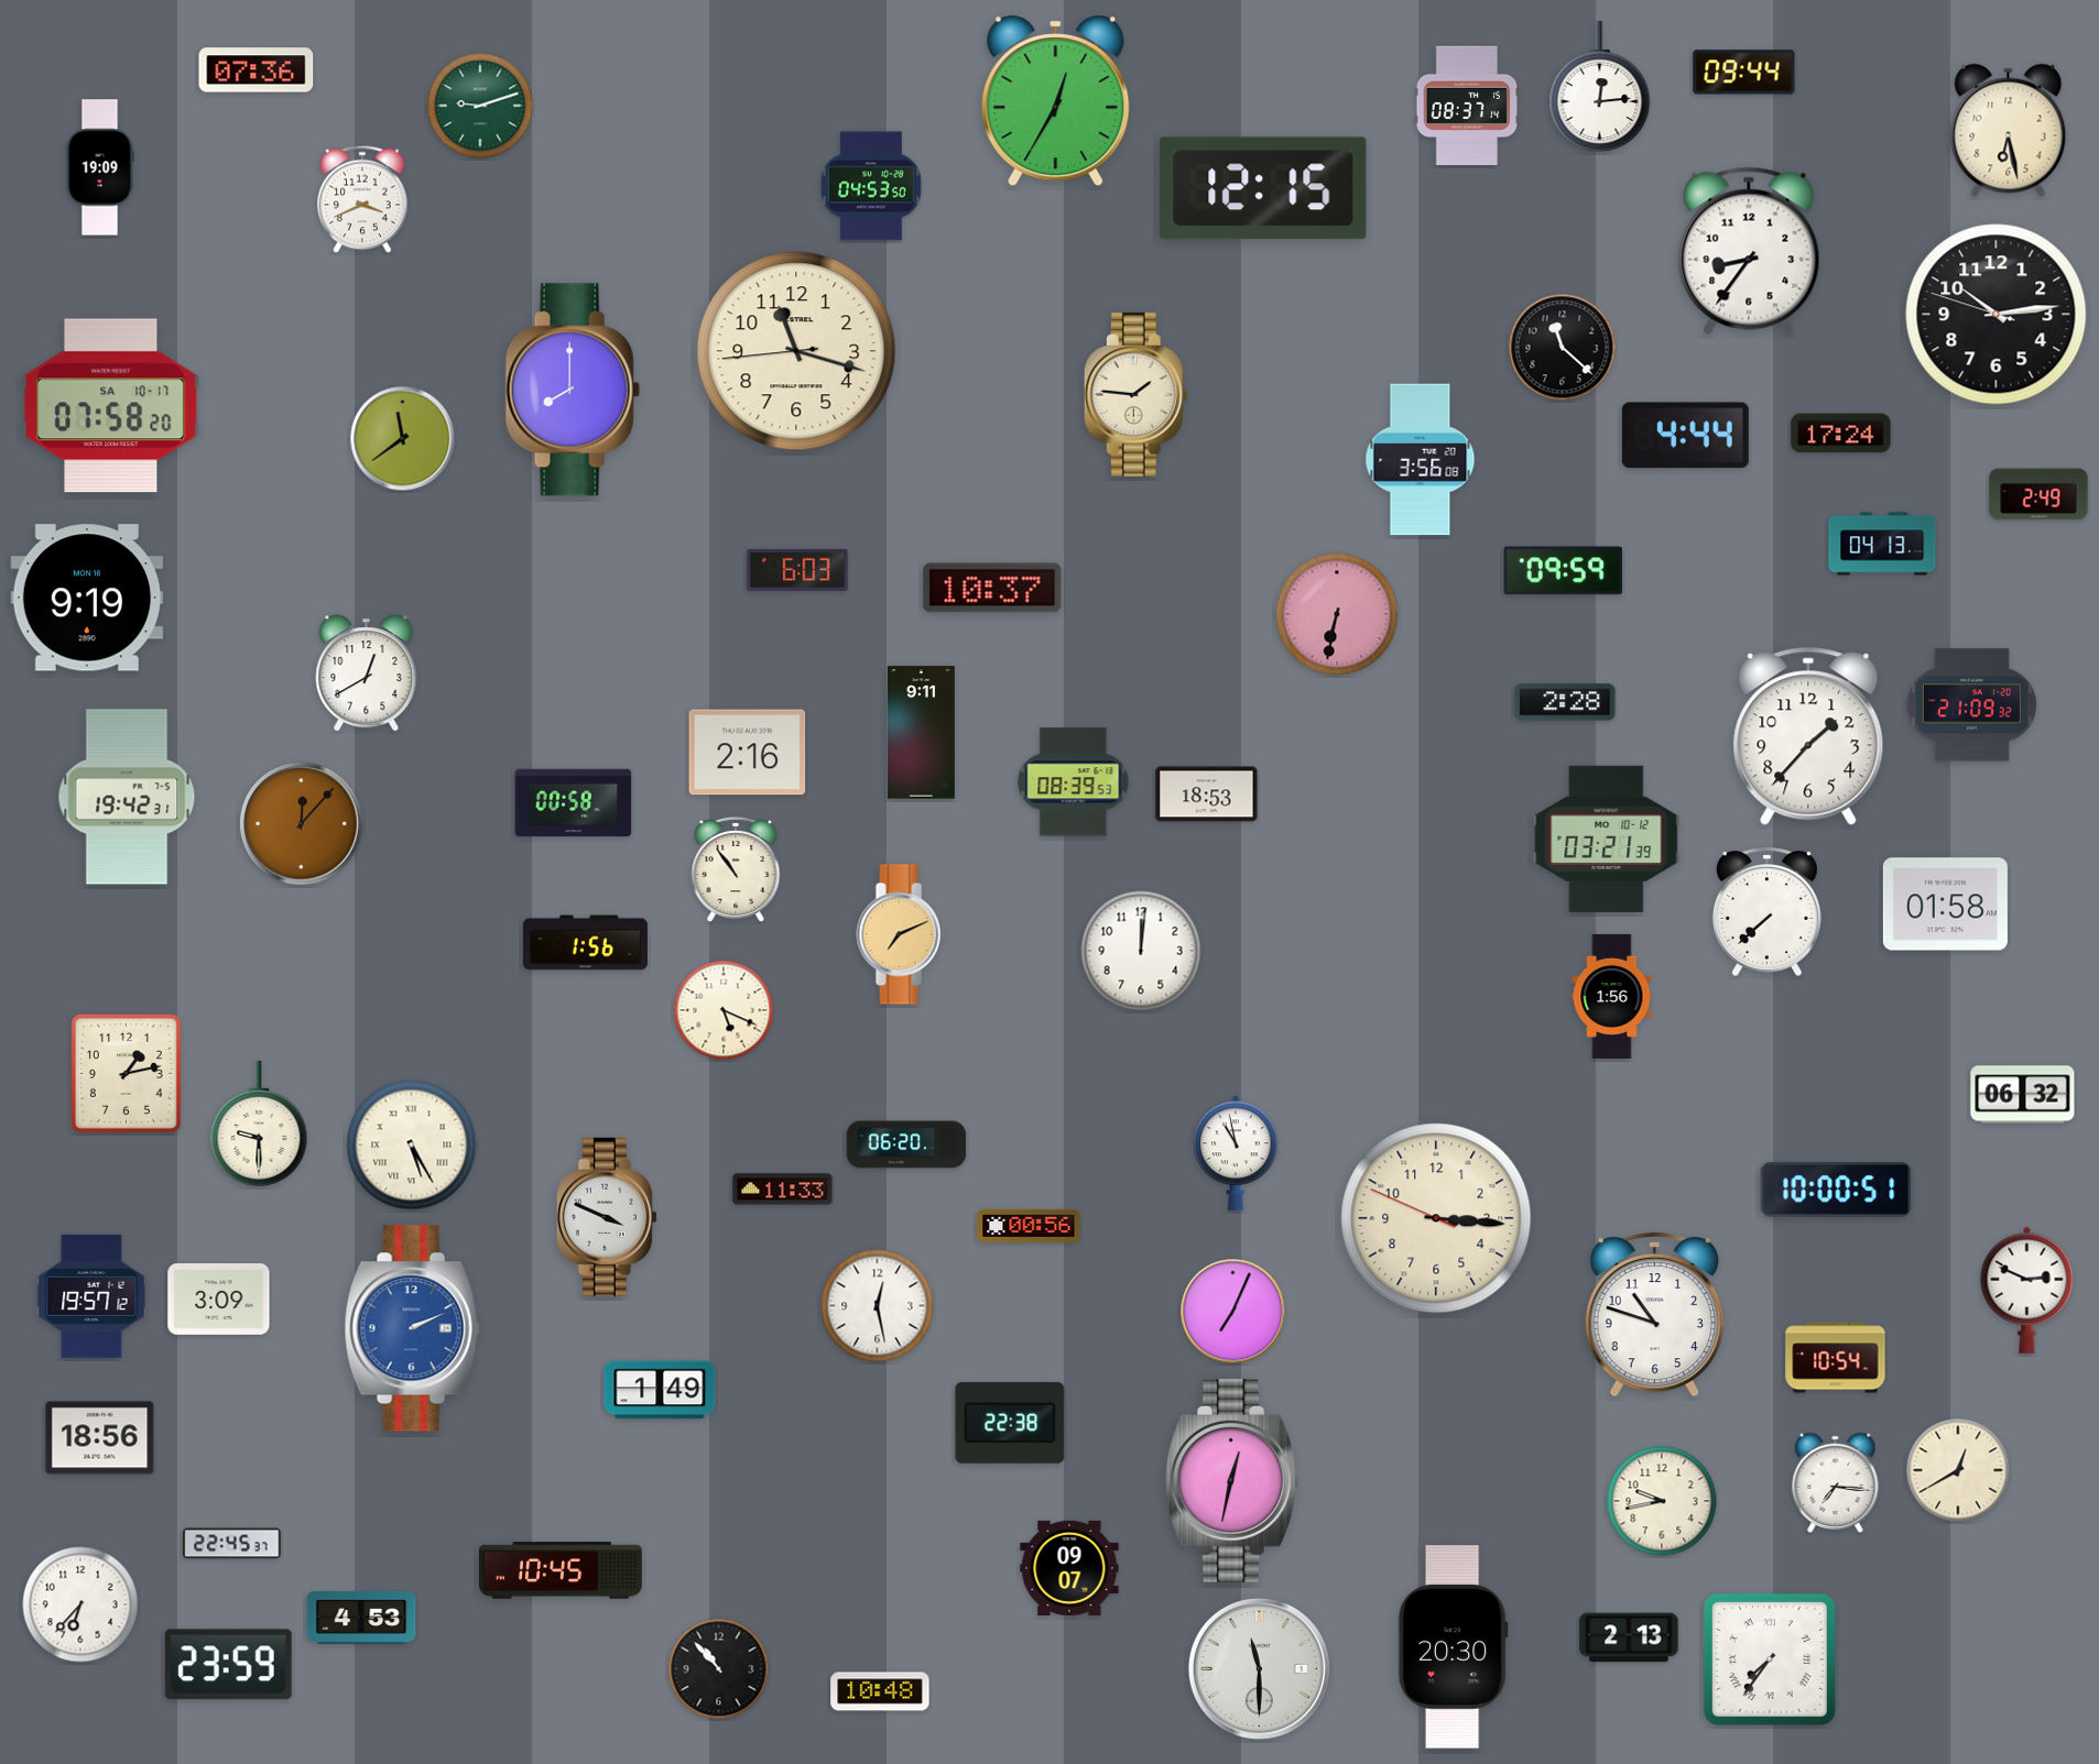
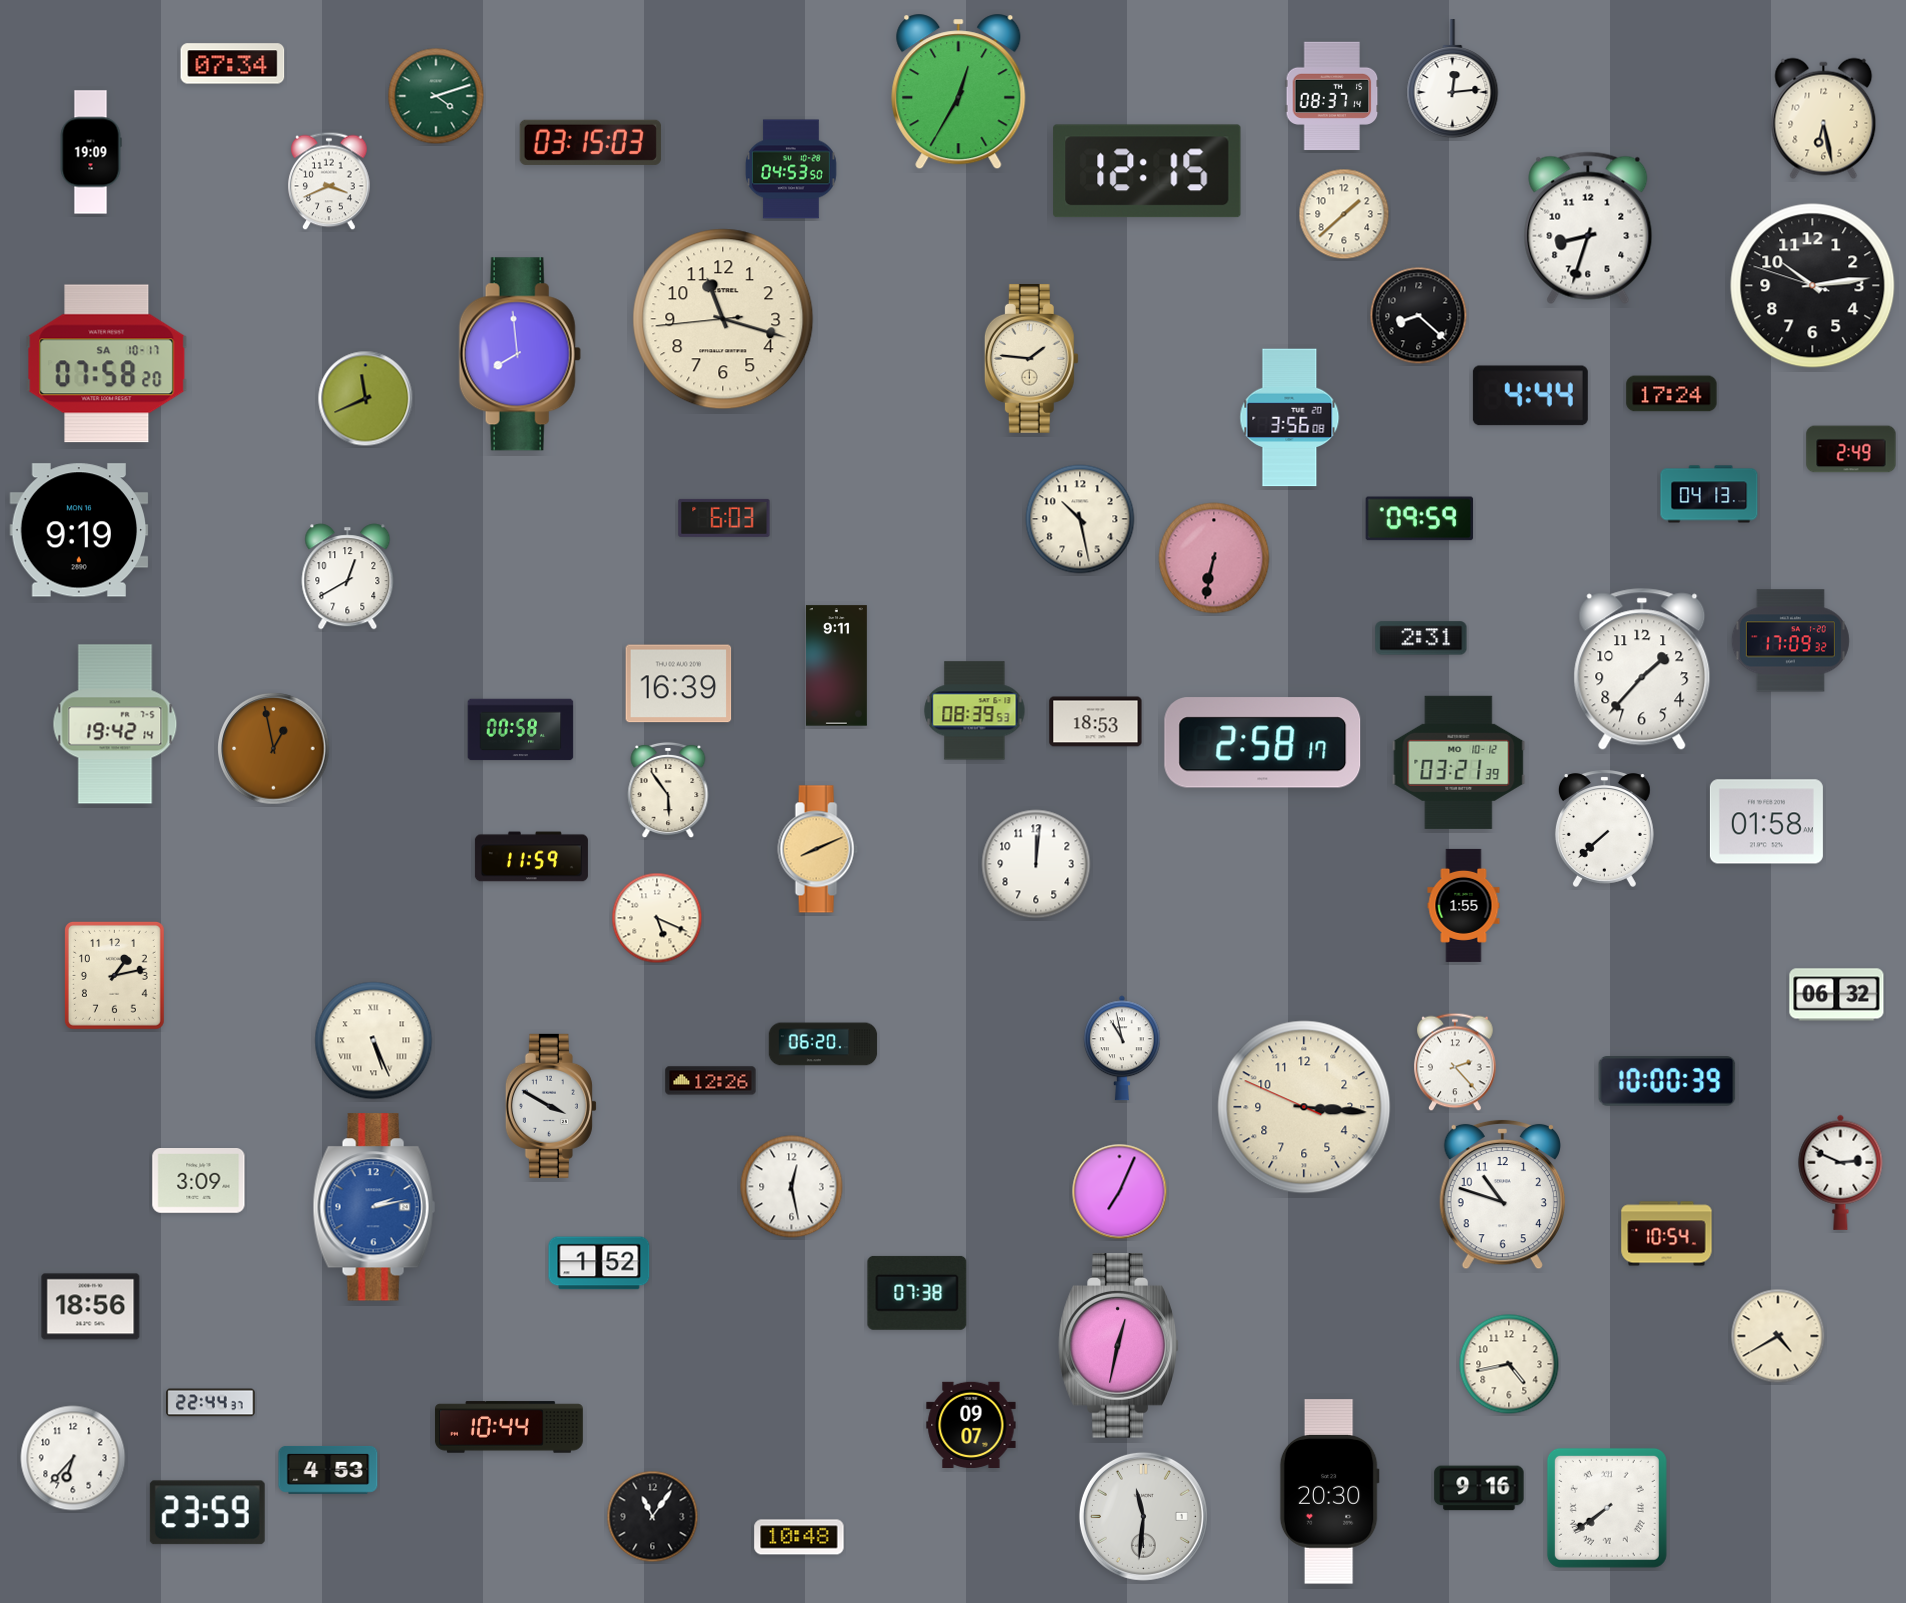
clock at (257, 70): 07:36 -> 07:34
clock at (1744, 73): 09:44 -> none
clock at (480, 106): 9:12 -> 4:12
clock at (590, 142): none -> 03:15
clock at (1344, 214): none -> 1:38
clock at (1749, 251): 8:36 -> 8:33
clock at (1563, 348): 11:22 -> 8:22
clock at (573, 390): 8:00 -> 7:59
clock at (111, 406) position: (111, 406) -> (107, 364)
clock at (403, 439): 11:39 -> 11:41
clock at (1080, 519): none -> 10:28
clock at (992, 588): 10:37 -> none
clock at (87, 598) position: (87, 598) -> (79, 530)
clock at (367, 673) position: (367, 673) -> (348, 577)
clock at (1565, 702): 2:28 -> 2:31
clock at (1971, 705): 21:09 -> 17:09
clock at (748, 753): 2:16 -> 16:39
clock at (127, 797): 19:42:31 -> 19:42:14
clock at (1263, 743): none -> 2:58
clock at (302, 824): 12:07 -> 12:58
clock at (736, 869): 10:54 -> 5:54
clock at (901, 934): 7:11 -> 8:11
clock at (585, 943): 1:56 -> 11:59
clock at (1612, 996): 1:56 -> 1:55
clock at (259, 1124): 9:30 -> none
clock at (906, 1144) position: (906, 1144) -> (823, 1044)
clock at (412, 1146): 5:25 -> 5:26
clock at (1455, 1062): none -> 2:23
clock at (783, 1190): 11:33 -> 12:26
clock at (1836, 1191): 10:00:51 -> 10:00:39
clock at (607, 1217): 3:49 -> 3:50
clock at (1029, 1226): 00:56 -> none
clock at (91, 1296): 19:57 -> none
clock at (878, 1306) position: (878, 1306) -> (792, 1187)
clock at (412, 1328): 2:11 -> 2:13
clock at (660, 1390): 1:49 -> 1:52
clock at (1010, 1423): 22:38 -> 07:38
clock at (1958, 1470): 12:40 -> 4:40
clock at (1836, 1482): 7:16 -> none
clock at (1662, 1501): 9:43 -> 4:43
clock at (232, 1544): 22:45 -> 22:44
clock at (561, 1570): 10:45 -> 10:44
clock at (1629, 1637): 2:13 -> 9:16
clock at (1453, 1647) position: (1453, 1647) -> (1329, 1492)
clock at (1770, 1659): 7:36 -> 7:39
clock at (1259, 1668): 11:30 -> 11:31
clock at (719, 1669): 10:53 -> 11:06
